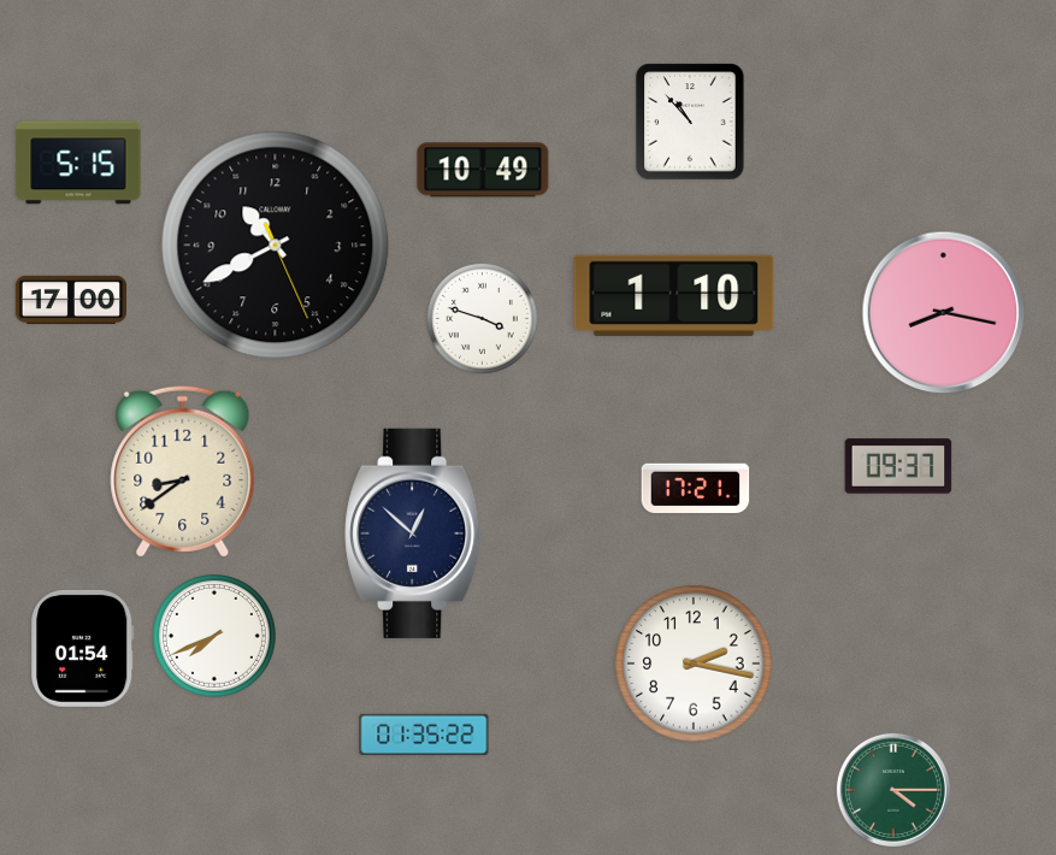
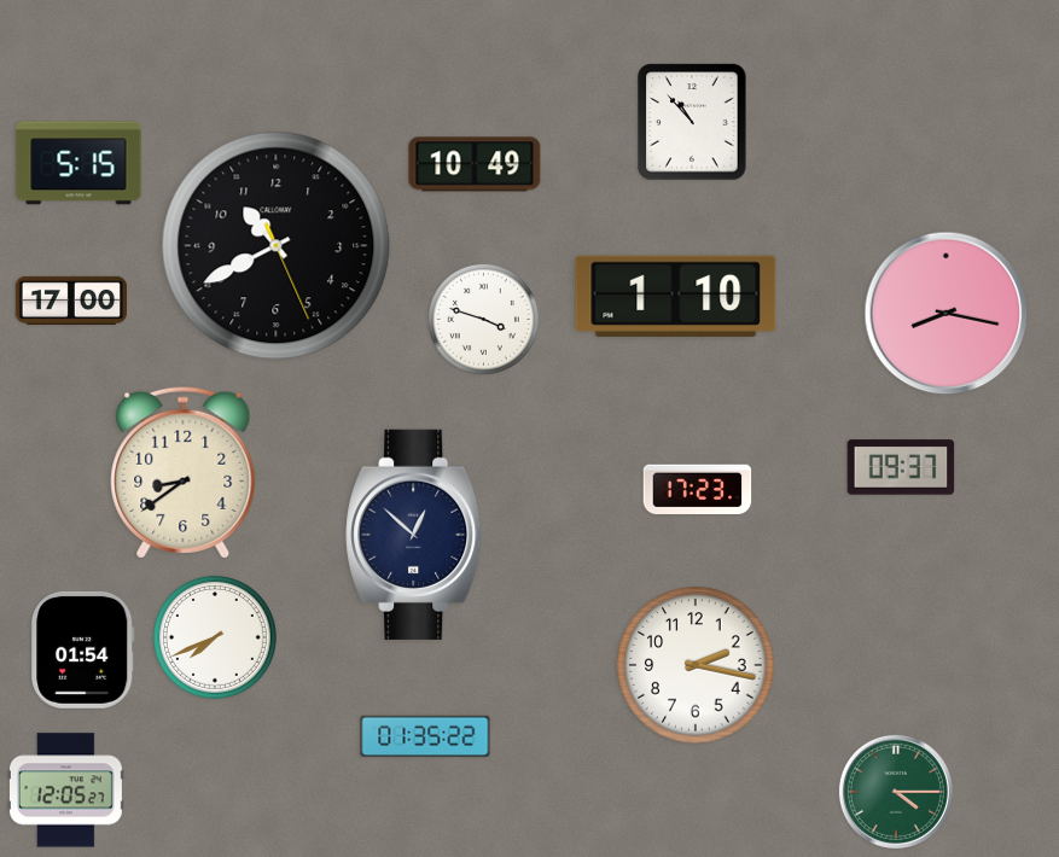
clock at (483, 170) position: (483, 170) -> (475, 164)
clock at (696, 489): 17:21 -> 17:23
clock at (65, 791): none -> 12:05
